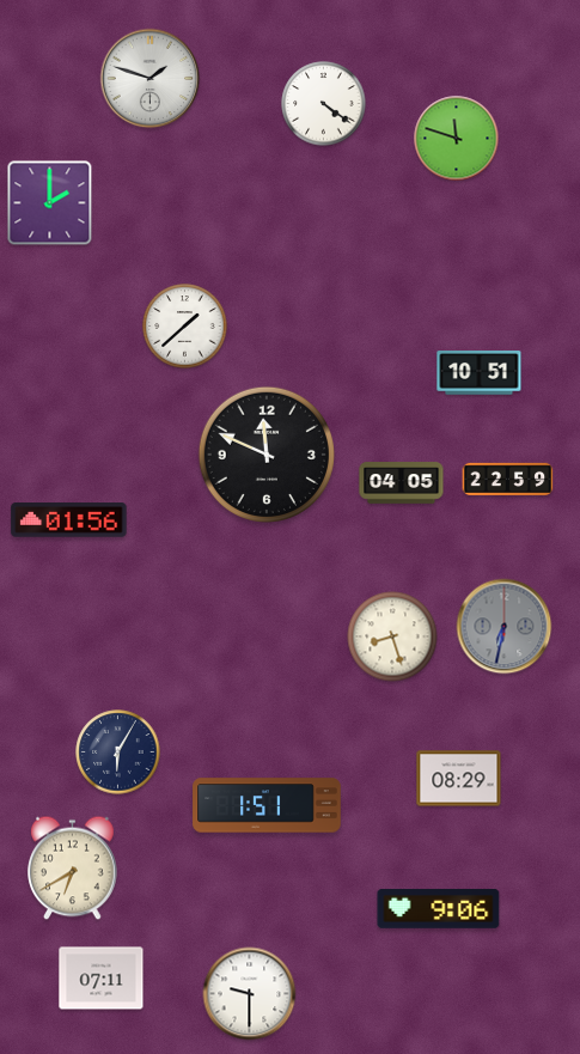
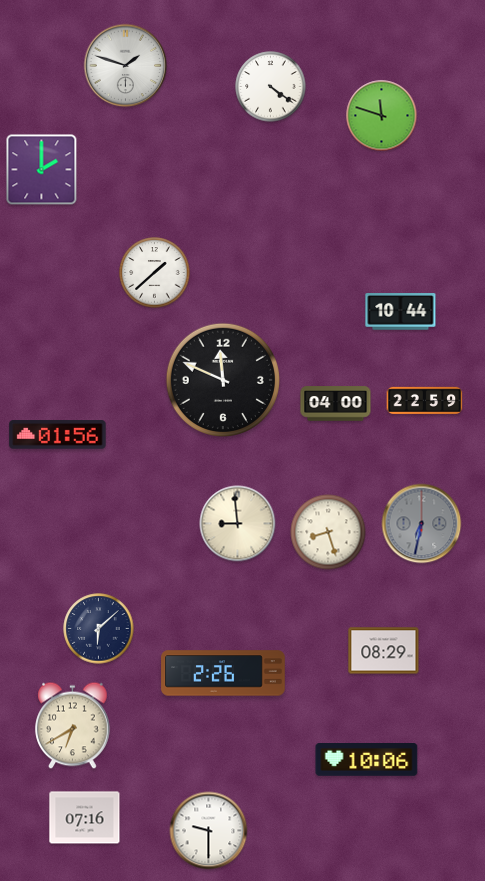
clock at (480, 373): 10:51 -> 10:44
clock at (402, 483): 04:05 -> 04:00
clock at (238, 524): none -> 8:59
clock at (118, 753): 6:05 -> 6:08
clock at (267, 805): 1:51 -> 2:26
clock at (73, 869) position: (73, 869) -> (73, 726)
clock at (439, 909): 9:06 -> 10:06
clock at (102, 979): 07:11 -> 07:16
